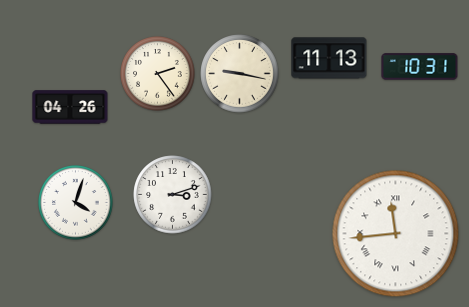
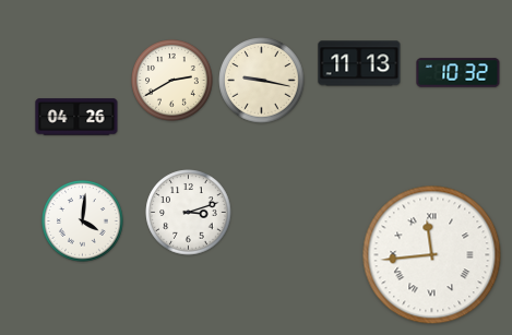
clock at (420, 67): 10:31 -> 10:32
clock at (158, 74): 2:24 -> 2:40
clock at (76, 203): 4:03 -> 4:01
